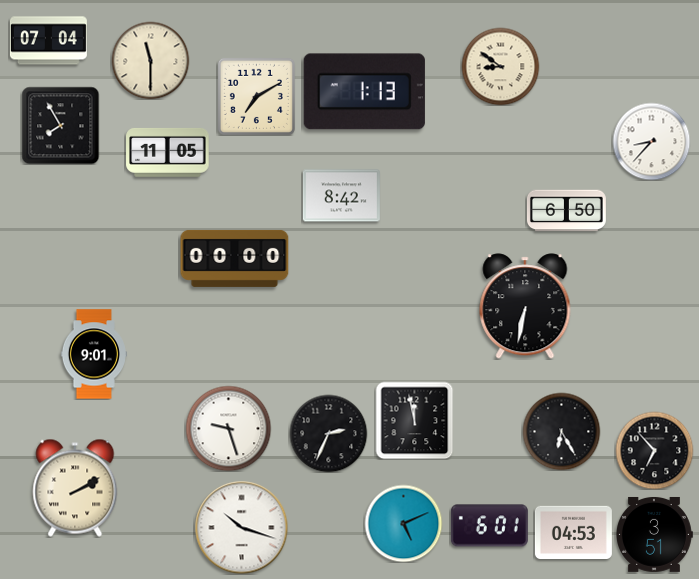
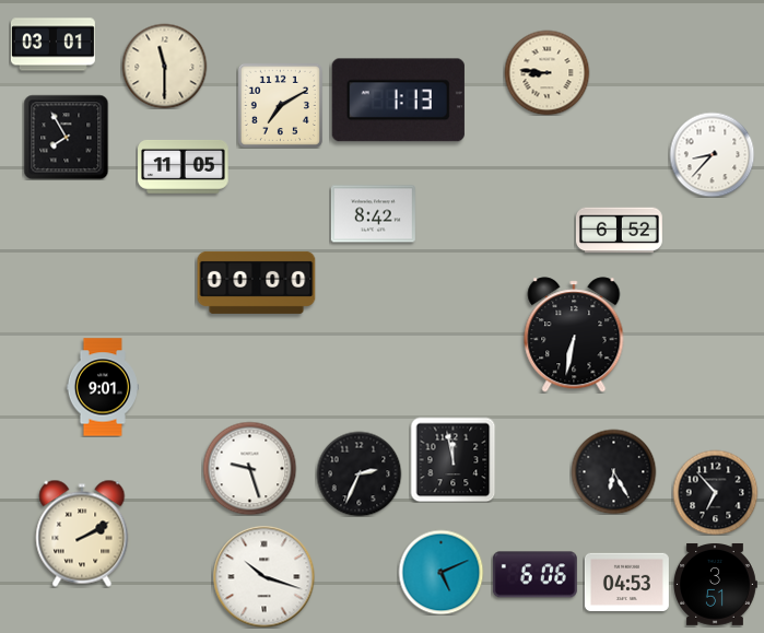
clock at (48, 41): 07:04 -> 03:01
clock at (500, 66): 8:51 -> 8:46
clock at (566, 211): 6:50 -> 6:52
clock at (489, 526): 6:01 -> 6:06
